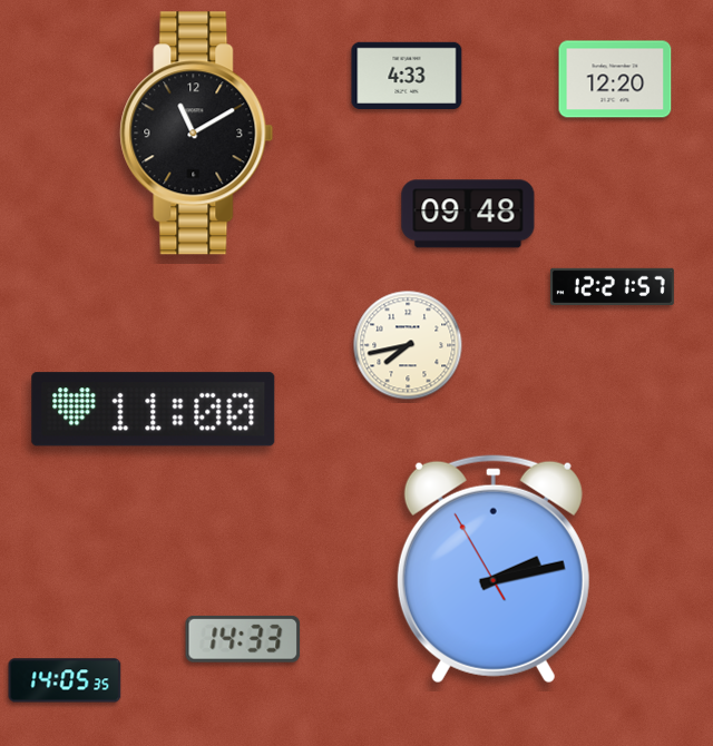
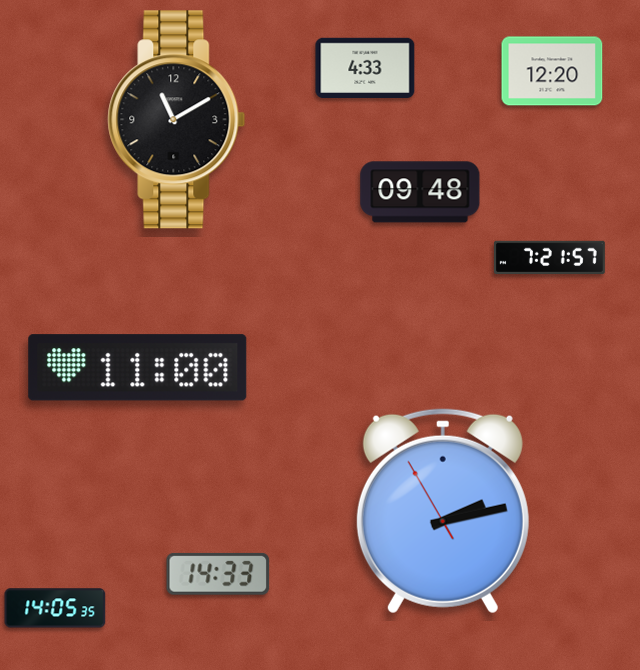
clock at (612, 286): 12:21 -> 7:21
clock at (408, 345): 7:43 -> none
clock at (65, 680) position: (65, 680) -> (55, 608)
